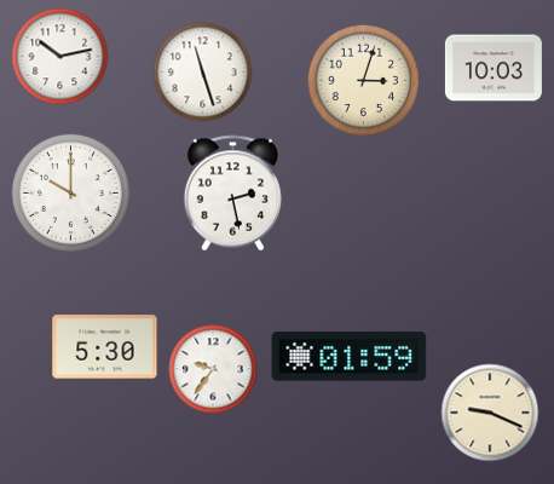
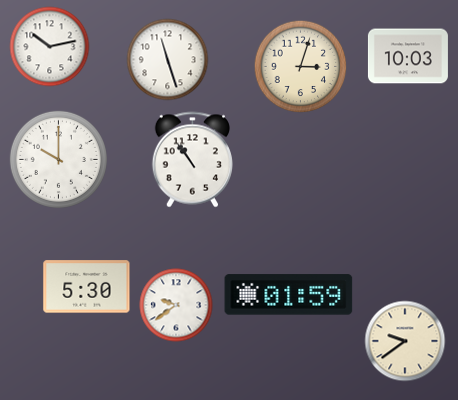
clock at (232, 194): 2:28 -> 10:54
clock at (213, 369): 9:36 -> 9:39
clock at (490, 413): 9:19 -> 9:39
